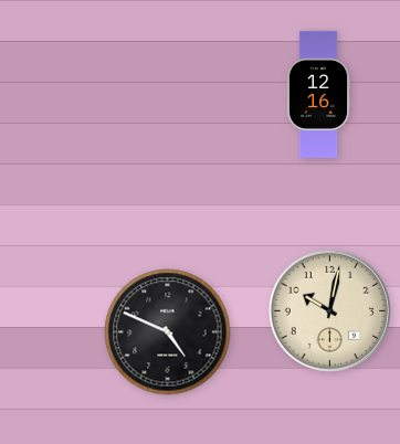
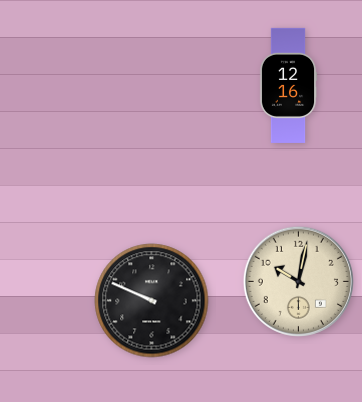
clock at (168, 332): 4:49 -> 9:49
